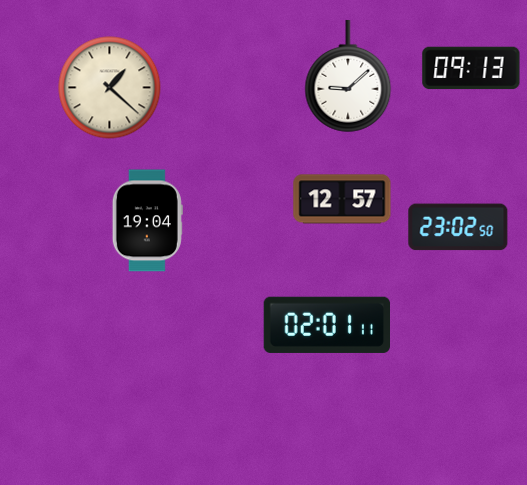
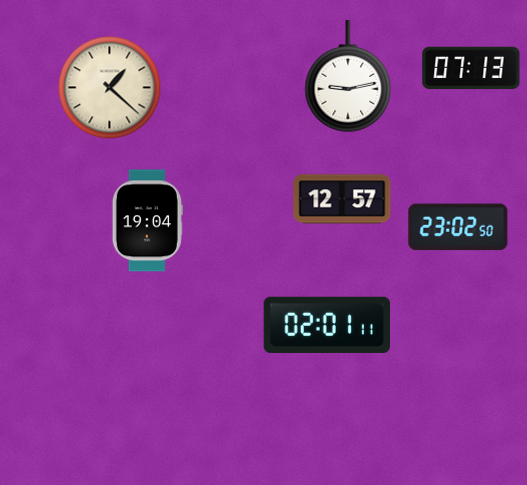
clock at (471, 68): 09:13 -> 07:13
clock at (348, 77): 9:08 -> 9:13
